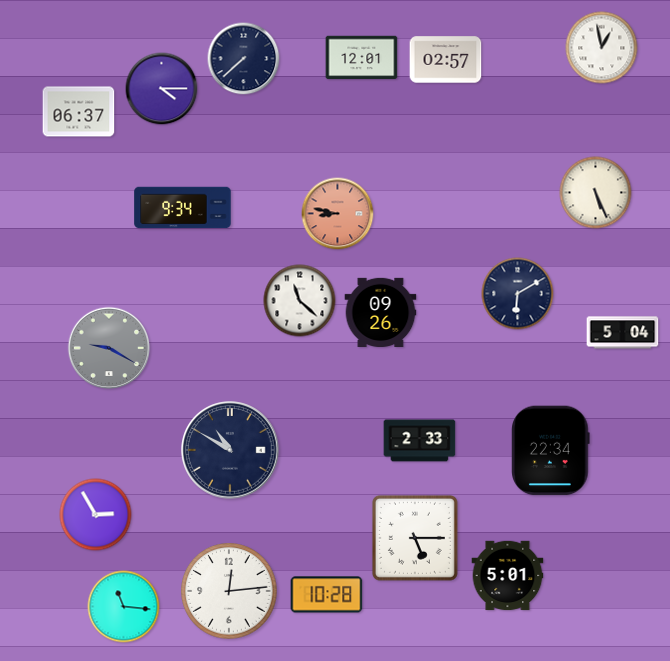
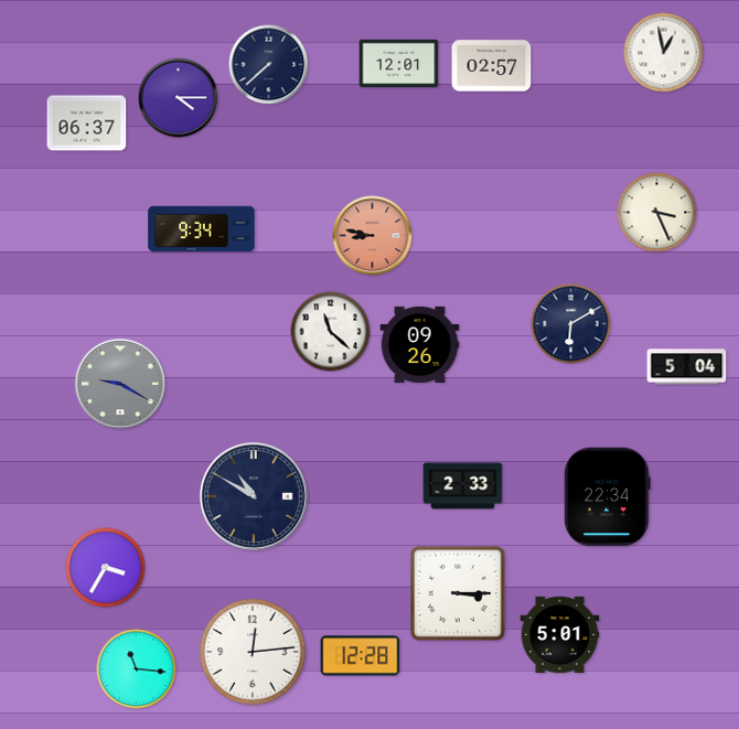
clock at (596, 193): 5:26 -> 3:26
clock at (96, 515): 2:55 -> 3:35
clock at (415, 538): 5:15 -> 3:15
clock at (327, 595): 10:28 -> 12:28
